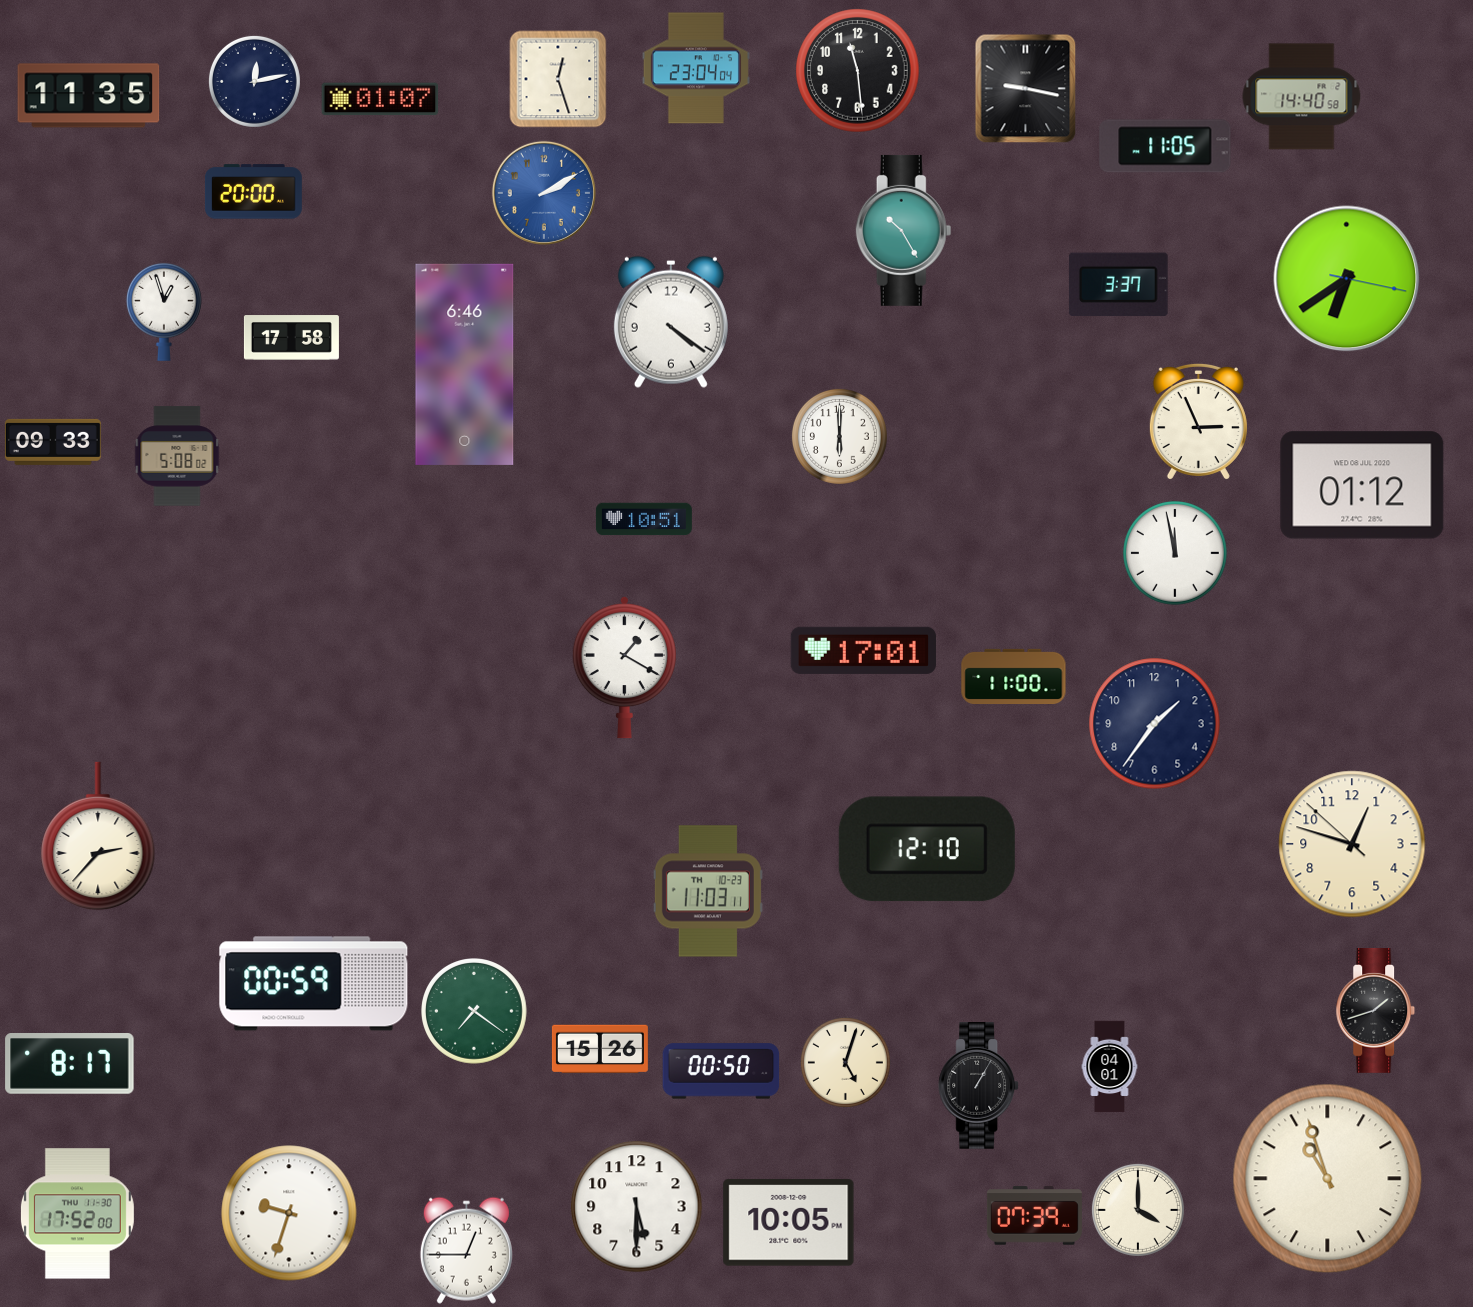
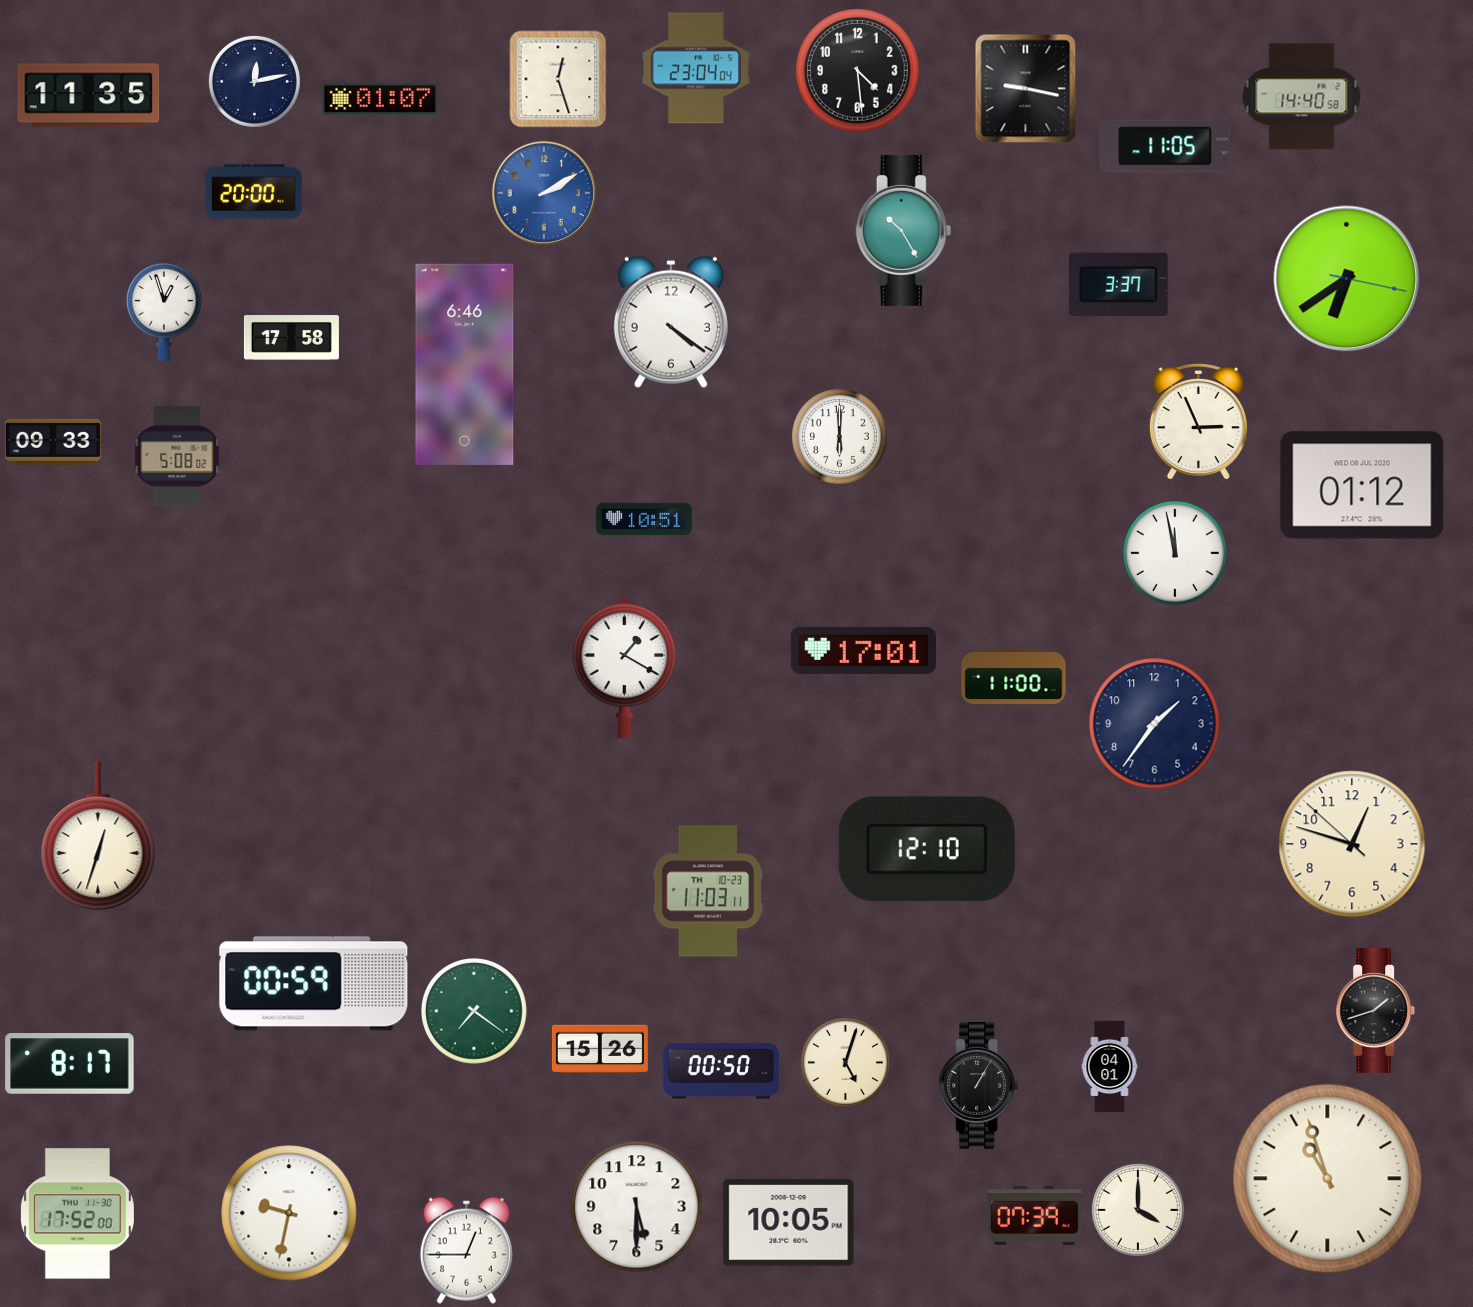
clock at (858, 71): 11:29 -> 4:29
clock at (98, 836): 2:37 -> 12:33
clock at (289, 1213): 9:33 -> 9:32
